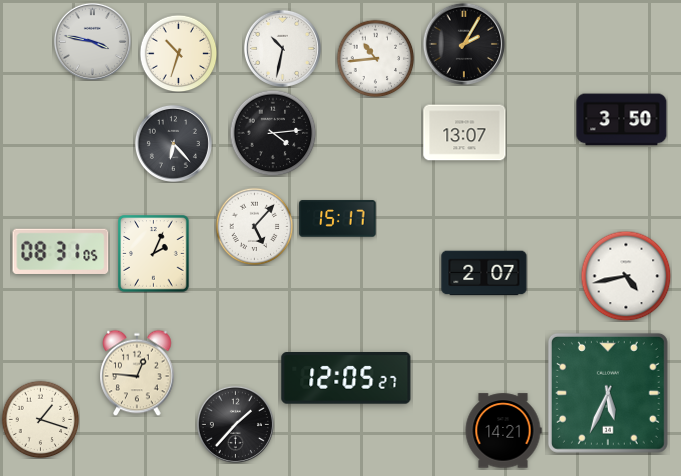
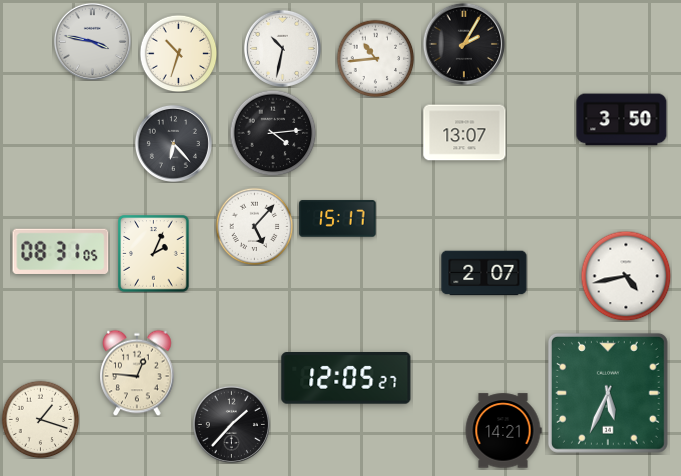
clock at (235, 424) position: (235, 424) -> (231, 424)
